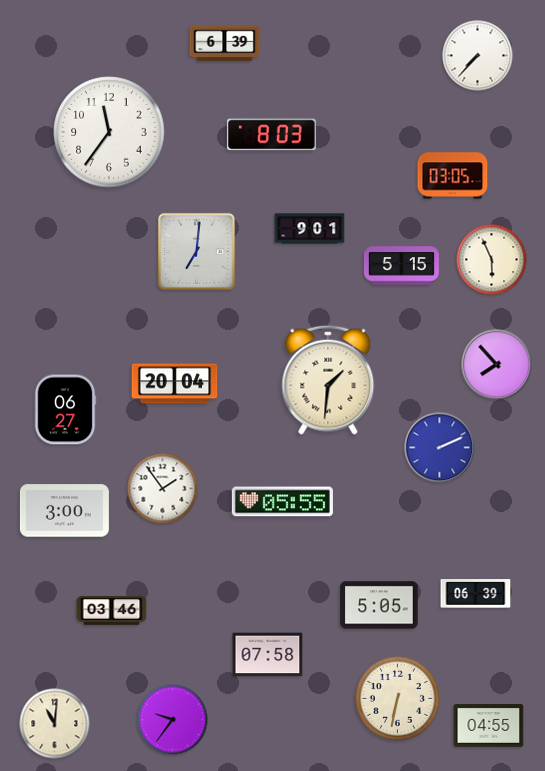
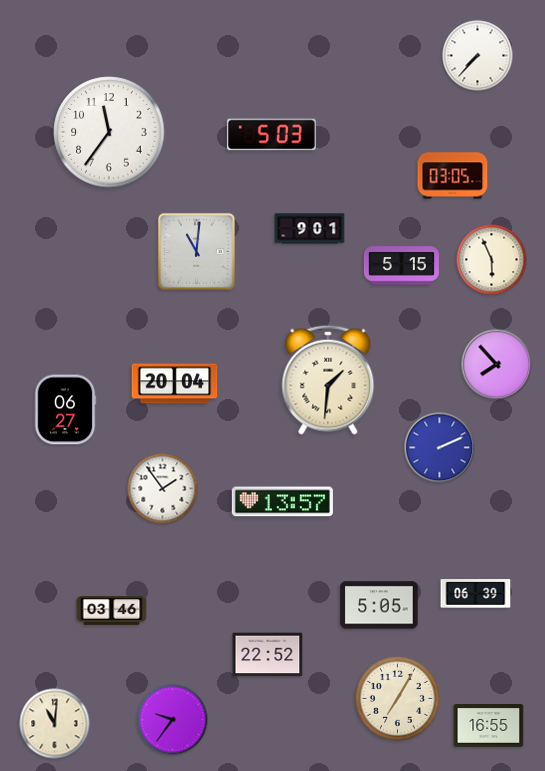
clock at (225, 44): 6:39 -> none
clock at (271, 135): 8:03 -> 5:03
clock at (196, 251): 7:01 -> 11:01
clock at (282, 502): 05:55 -> 13:57
clock at (64, 511): 3:00 -> none
clock at (268, 655): 07:58 -> 22:52
clock at (397, 698): 6:32 -> 7:05
clock at (489, 726): 04:55 -> 16:55
